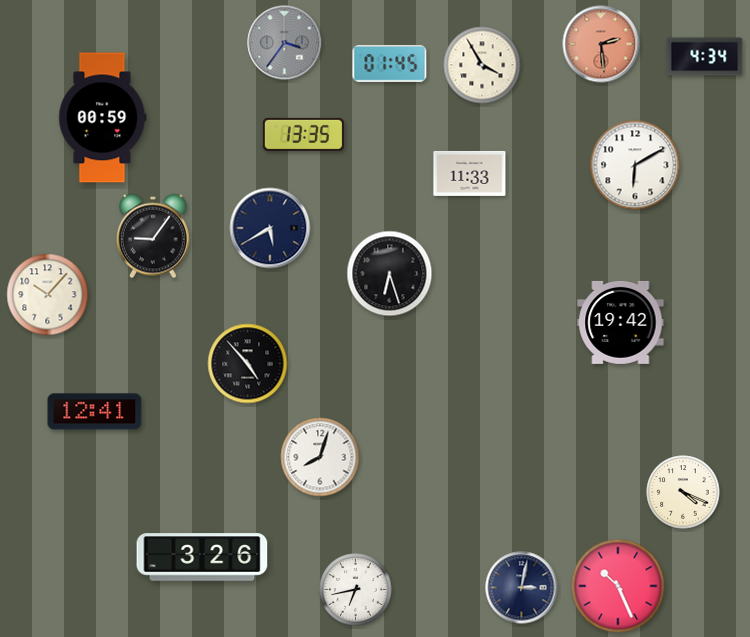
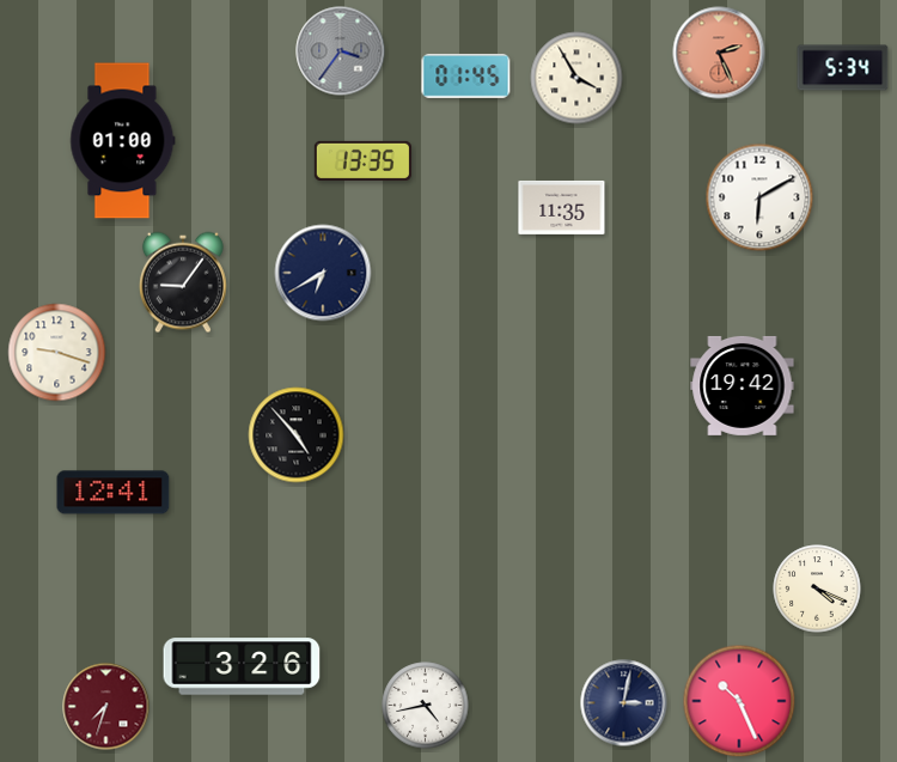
clock at (601, 44): 2:29 -> 2:26
clock at (705, 57): 4:34 -> 5:34
clock at (103, 118): 00:59 -> 01:00
clock at (470, 173): 11:33 -> 11:35
clock at (270, 228): 5:40 -> 6:40
clock at (390, 274): 6:27 -> none
clock at (48, 295): 10:07 -> 9:18
clock at (320, 457): 8:03 -> none
clock at (356, 590): 6:43 -> 4:43
clock at (106, 707): none -> 7:33
